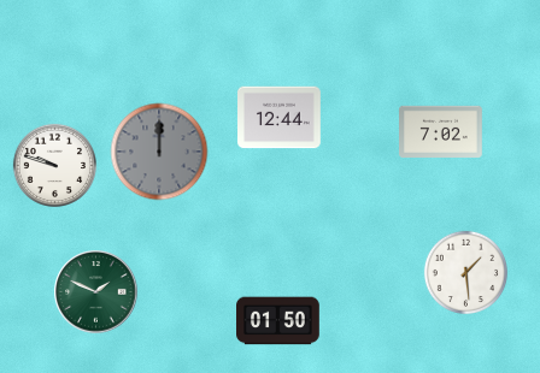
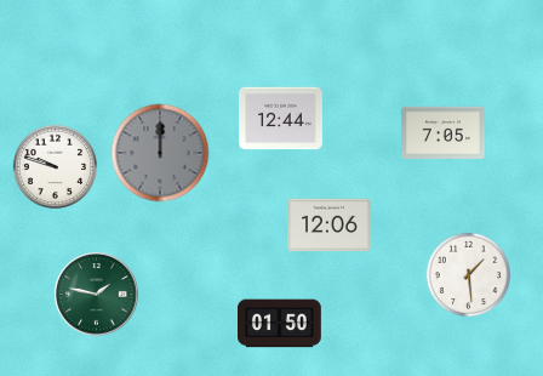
clock at (441, 131): 7:02 -> 7:05
clock at (330, 226): none -> 12:06
clock at (96, 292): 1:49 -> 1:47
